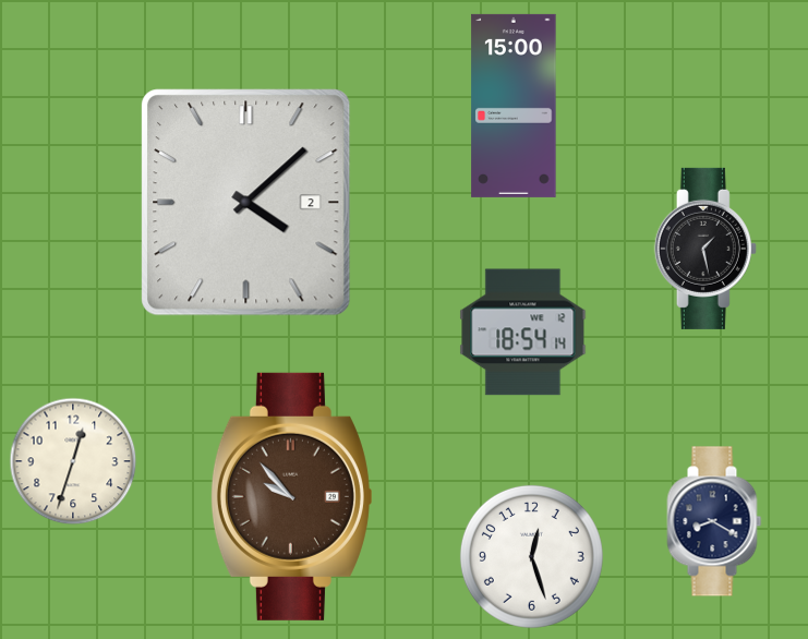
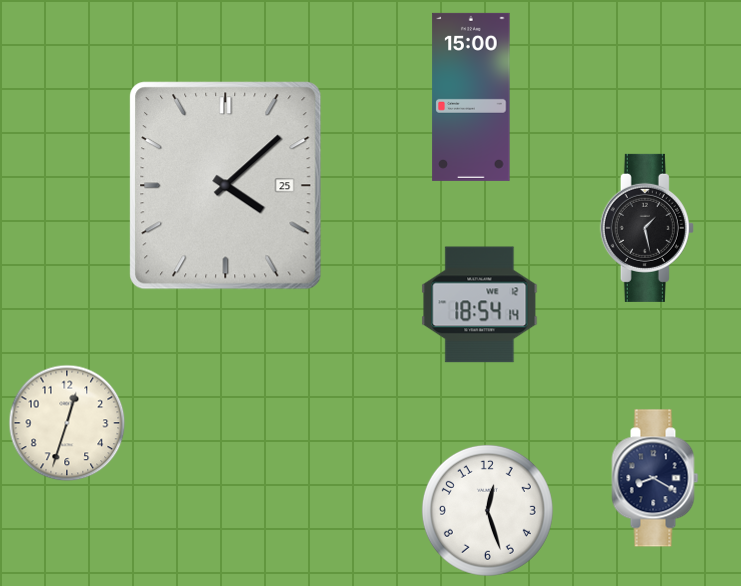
clock at (246, 203) date: 2 -> 25
clock at (291, 496): 9:53 -> none
